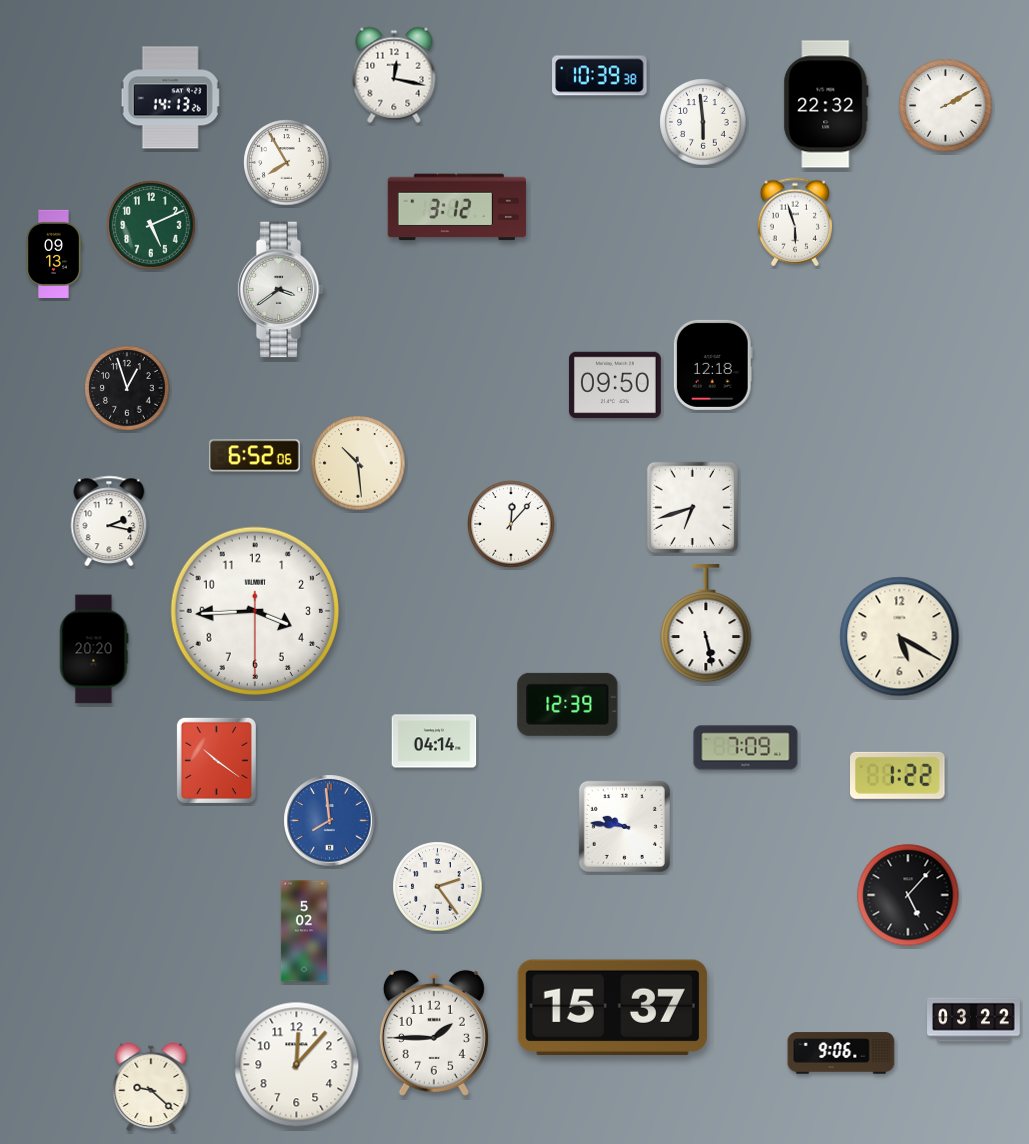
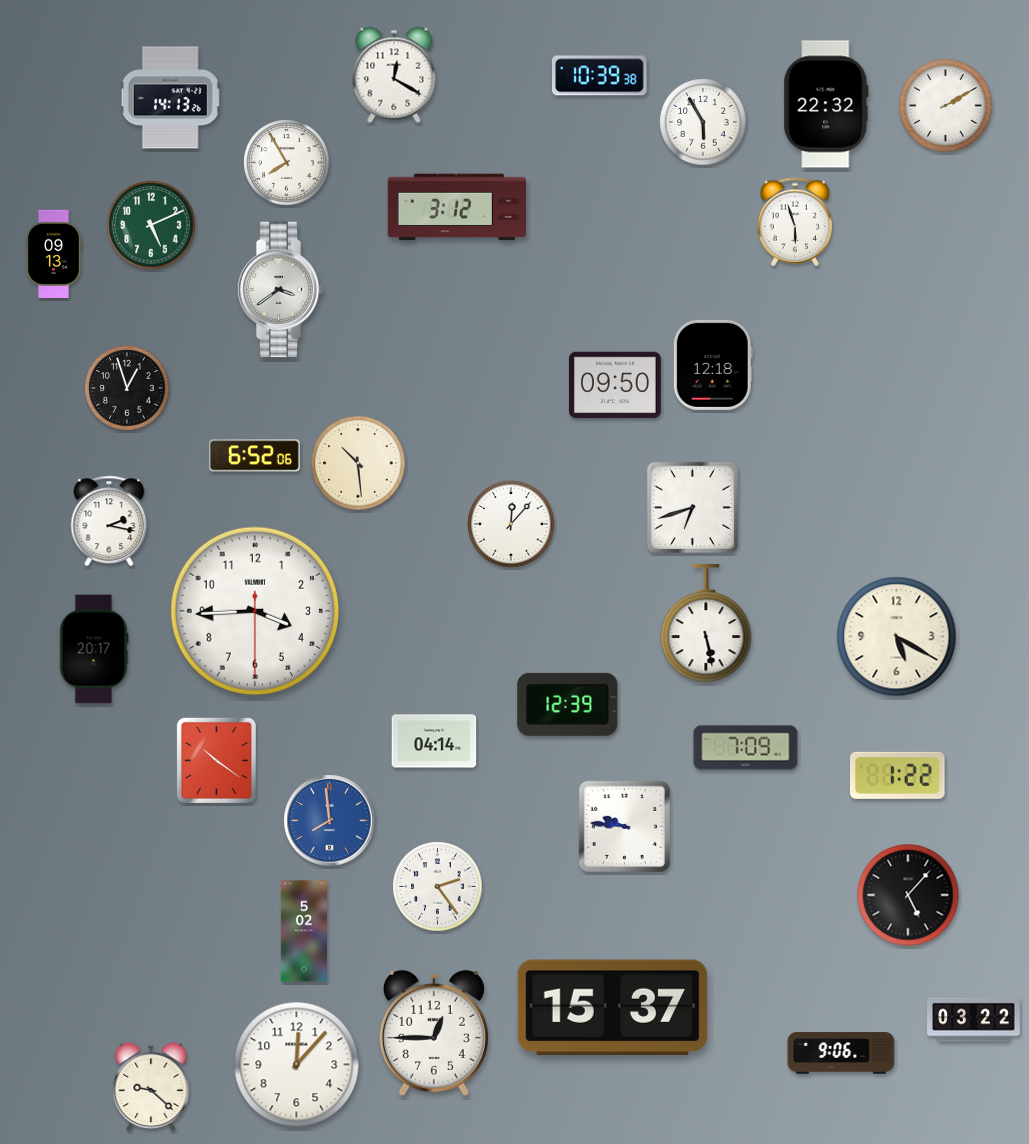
clock at (394, 75): 12:17 -> 12:20
clock at (703, 122): 5:59 -> 5:55
clock at (900, 637) position: (900, 637) -> (897, 637)
clock at (94, 649): 20:20 -> 20:17
clock at (434, 1033): 1:45 -> 12:45
